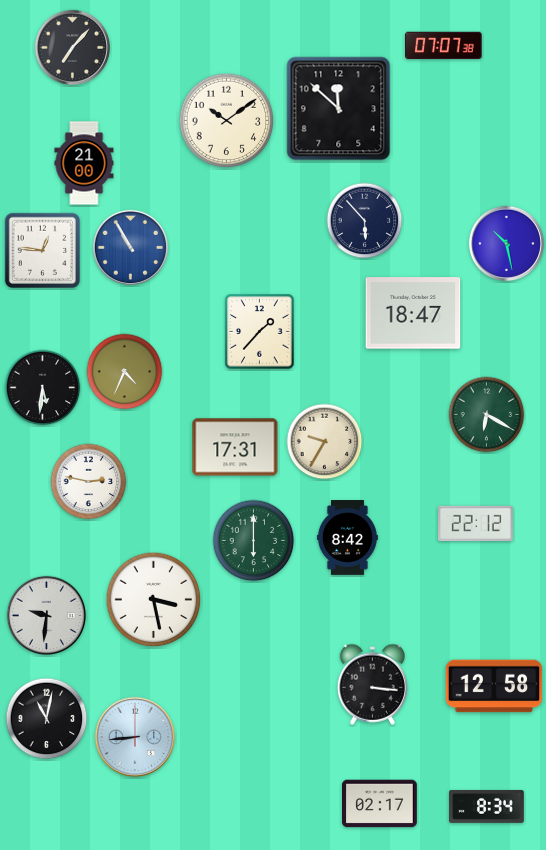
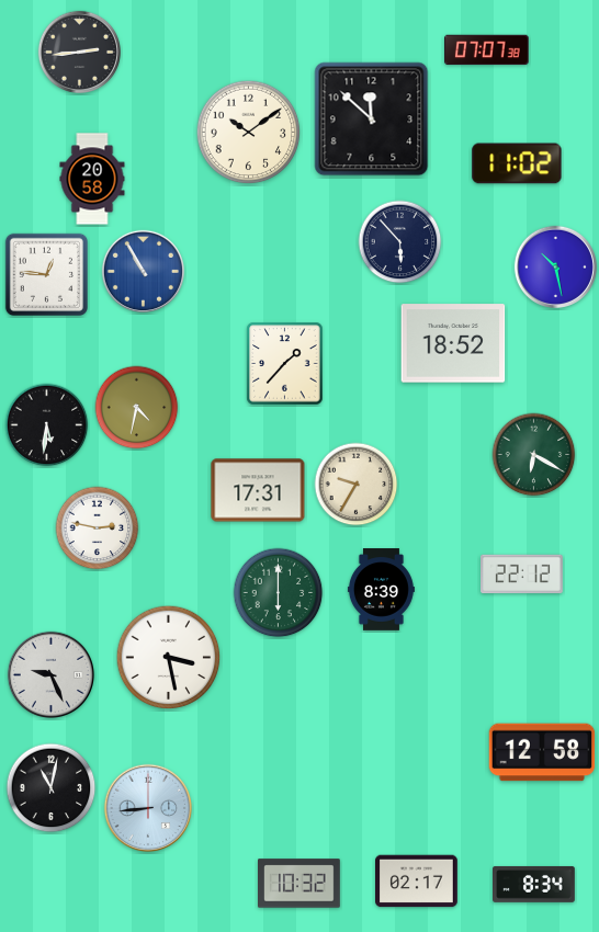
clock at (72, 47): 7:07 -> 2:44
clock at (517, 163): none -> 11:02
clock at (84, 163): 21:00 -> 20:58
clock at (413, 313): 18:47 -> 18:52
clock at (125, 372): 4:34 -> 4:32
clock at (347, 538): 8:42 -> 8:39
clock at (47, 616): 9:31 -> 9:26
clock at (372, 684): 3:16 -> none
clock at (299, 884): none -> 10:32
